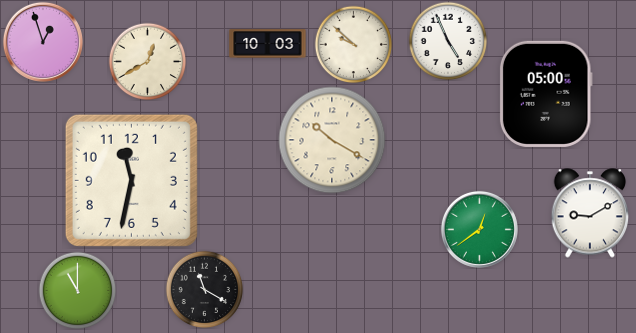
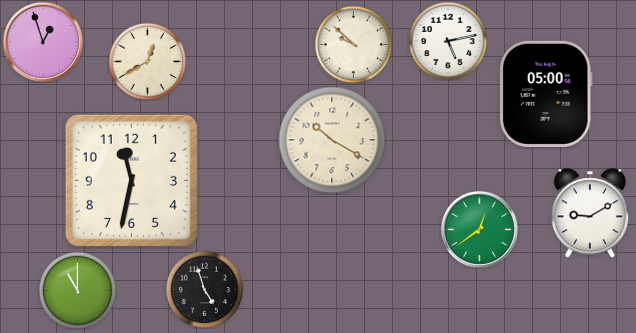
clock at (448, 41): 4:56 -> 5:13
clock at (268, 44): 10:03 -> none
clock at (204, 289): 11:20 -> 4:57
